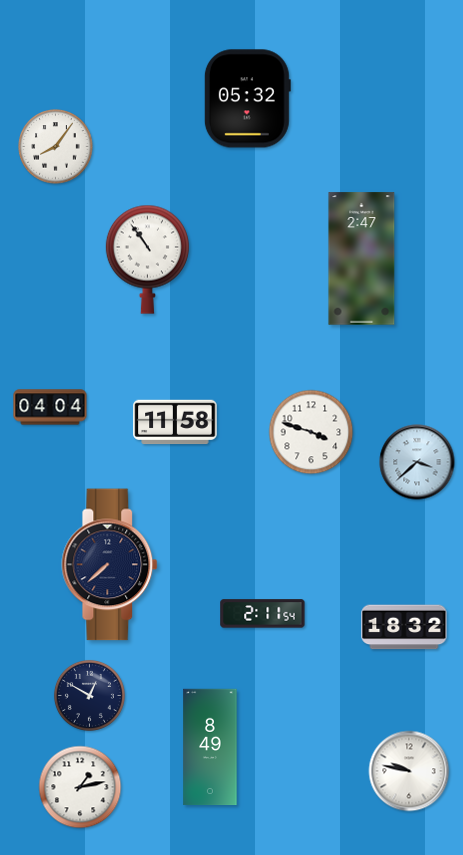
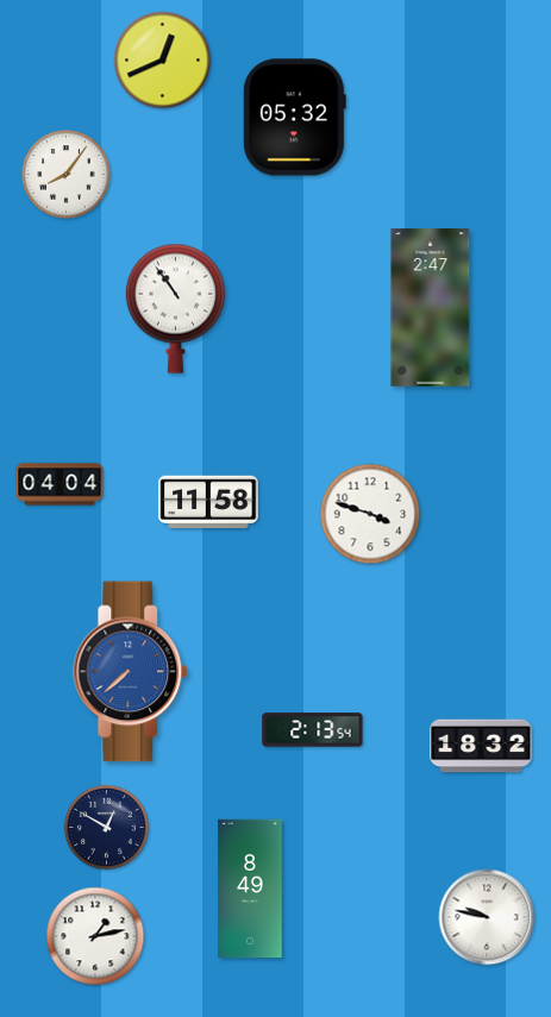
clock at (163, 61): none -> 12:41
clock at (417, 462): 3:38 -> none
clock at (110, 565) dial: navy -> blue
clock at (263, 614): 2:11 -> 2:13
